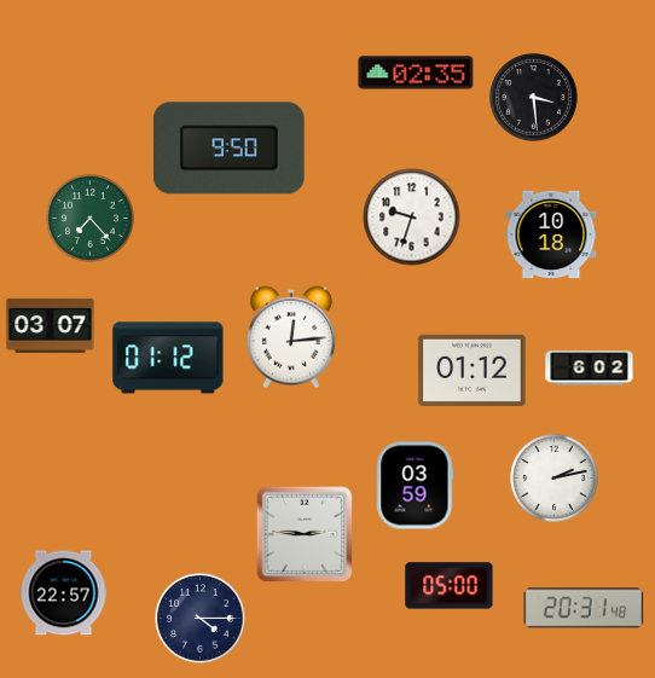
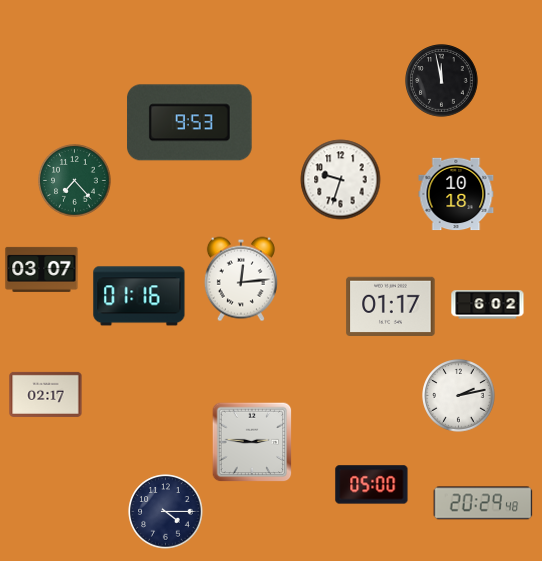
clock at (416, 73): 02:35 -> none
clock at (534, 98): 3:29 -> 11:58
clock at (230, 149): 9:50 -> 9:53
clock at (168, 358): 01:12 -> 01:16
clock at (473, 370): 01:12 -> 01:17
clock at (46, 394): none -> 02:17
clock at (416, 486): 03:59 -> none
clock at (64, 593): 22:57 -> none
clock at (584, 608): 20:31 -> 20:29
